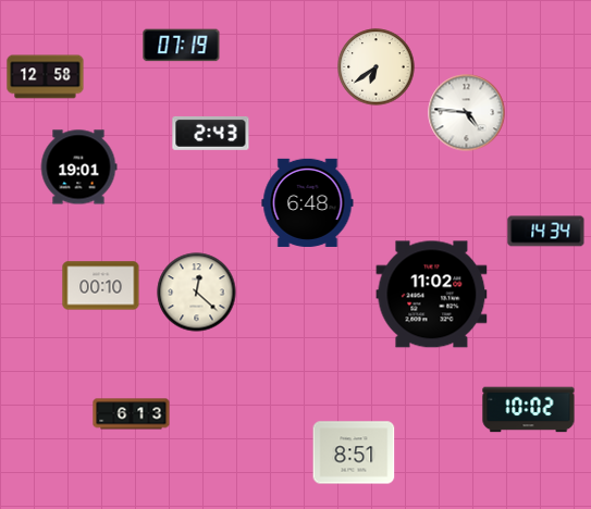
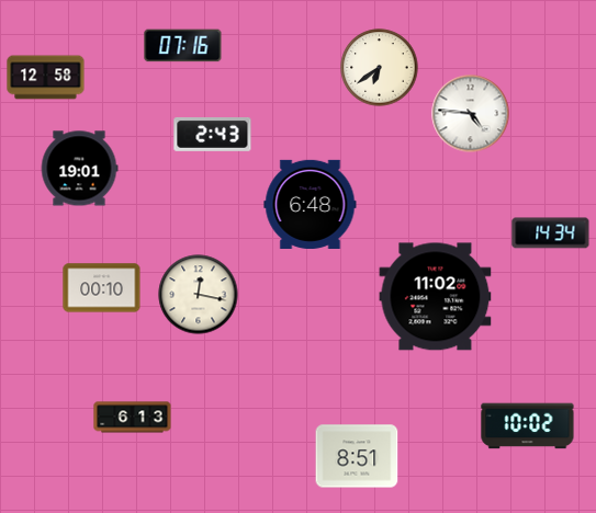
clock at (182, 46): 07:19 -> 07:16
clock at (197, 293): 12:22 -> 12:17
clock at (529, 410) position: (529, 410) -> (528, 426)
